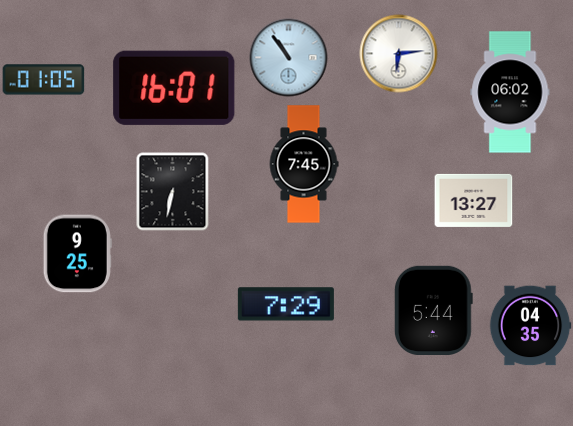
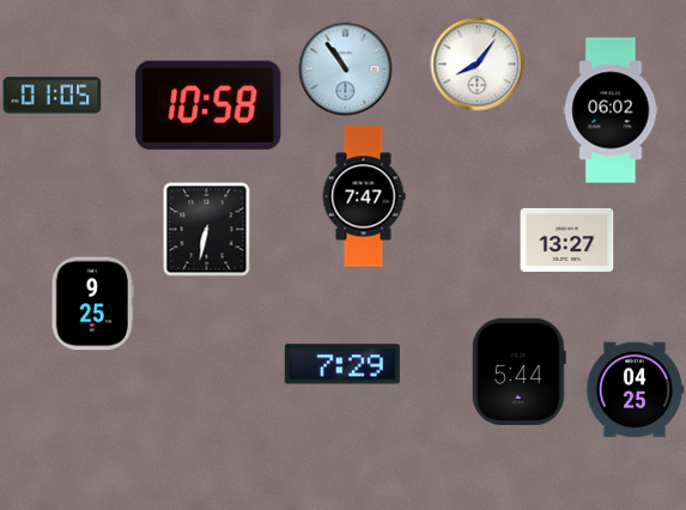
clock at (398, 53): 6:14 -> 8:06
clock at (174, 88): 16:01 -> 10:58
clock at (304, 164): 7:45 -> 7:47
clock at (530, 326): 04:35 -> 04:25
